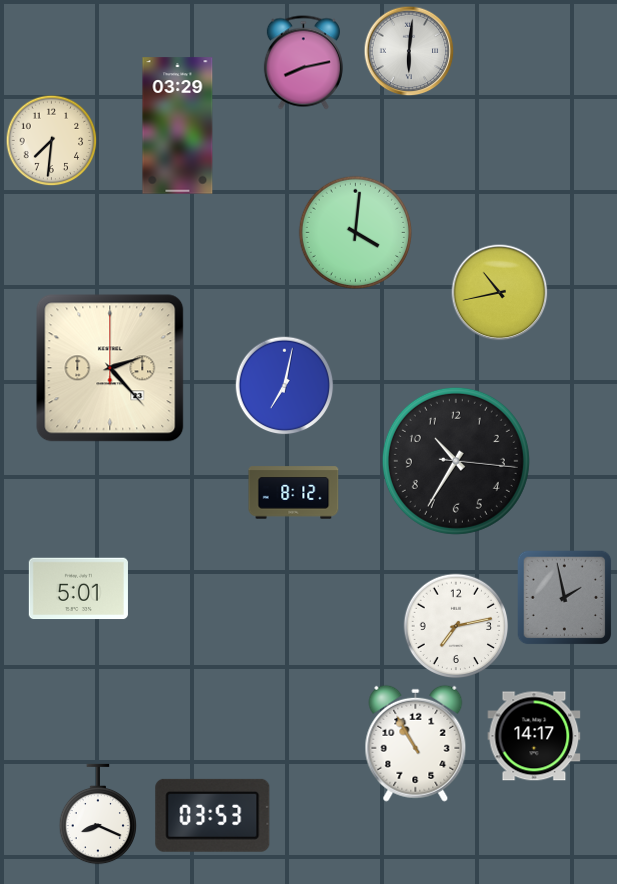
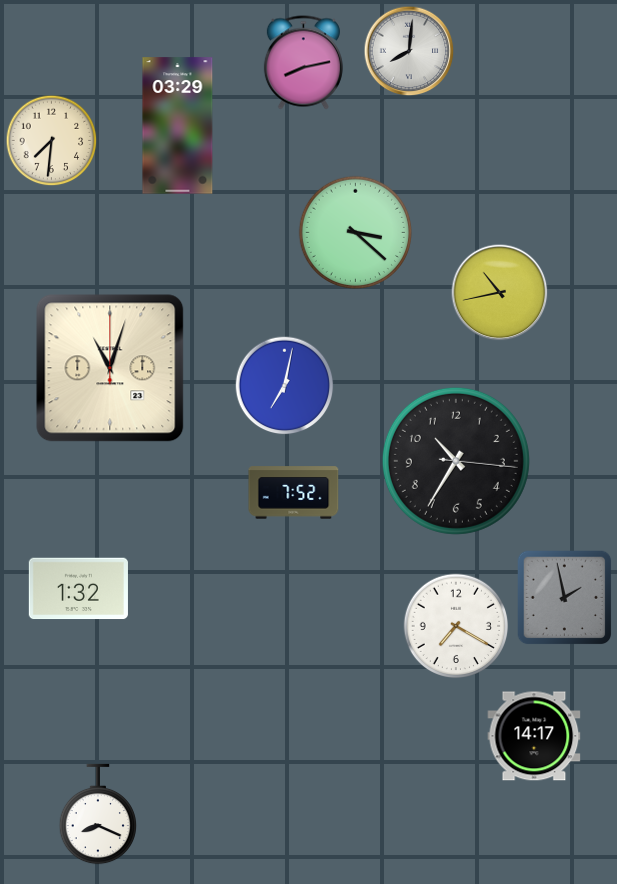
clock at (409, 51): 6:01 -> 8:01
clock at (355, 232): 4:01 -> 3:22
clock at (110, 368): 2:23 -> 11:03
clock at (294, 493): 8:12 -> 7:52
clock at (78, 589): 5:01 -> 1:32
clock at (456, 626): 7:13 -> 7:20
clock at (416, 743): 10:55 -> none
clock at (213, 815): 03:53 -> none
